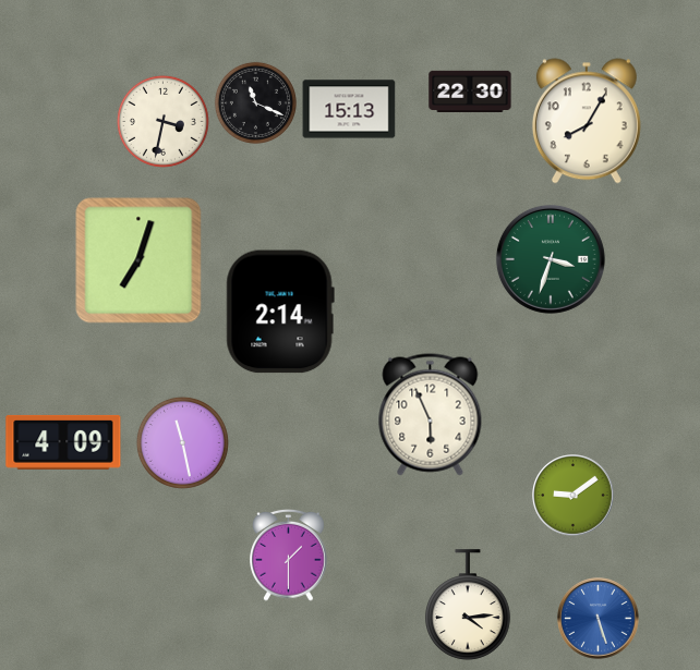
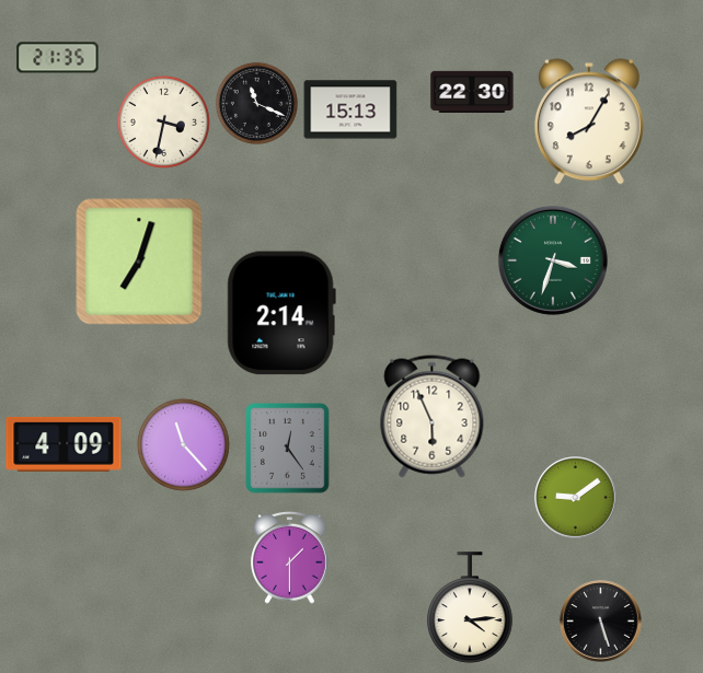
clock at (58, 58): none -> 21:35
clock at (182, 442): 11:28 -> 11:23
clock at (288, 449): none -> 12:24
clock at (599, 619) dial: blue -> black
